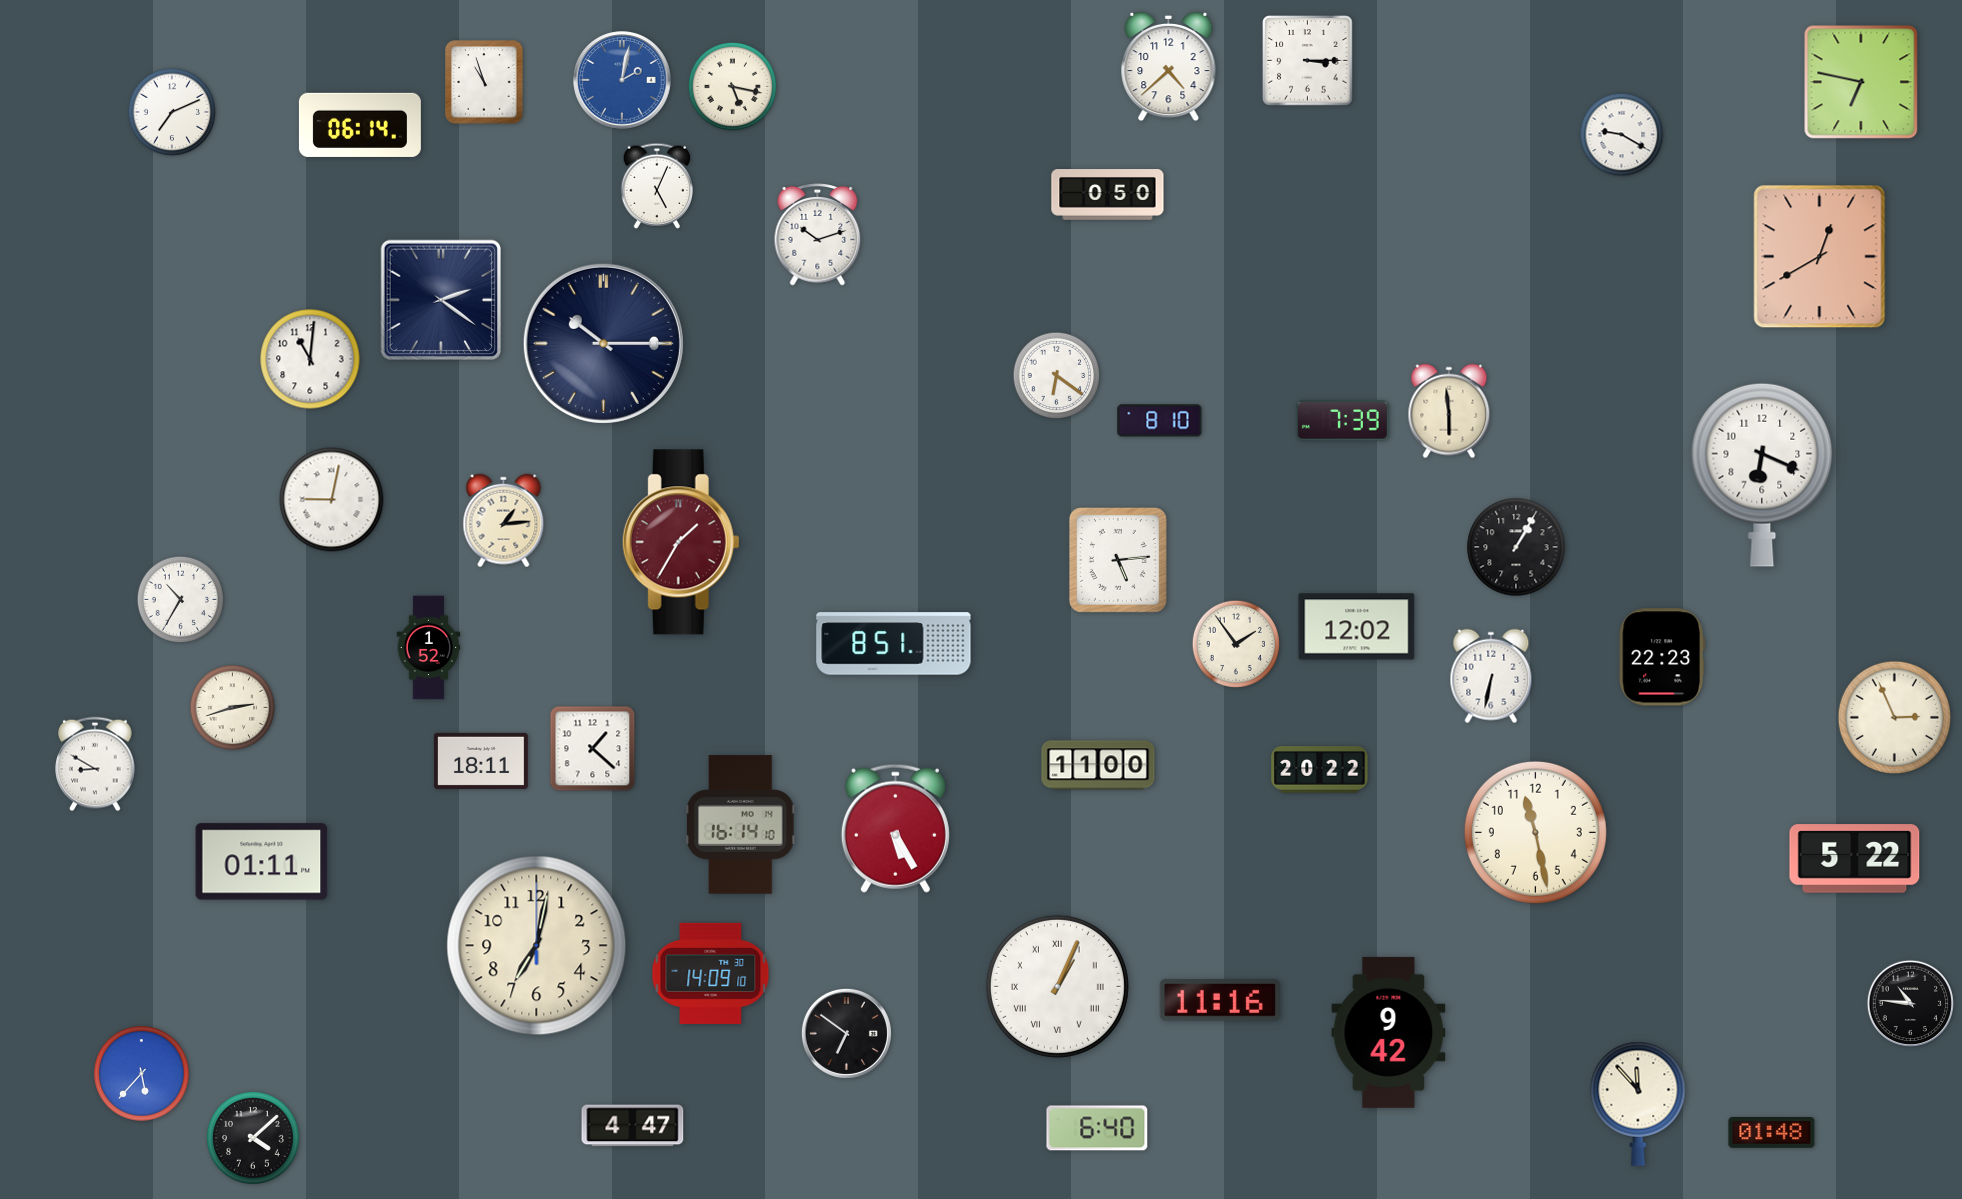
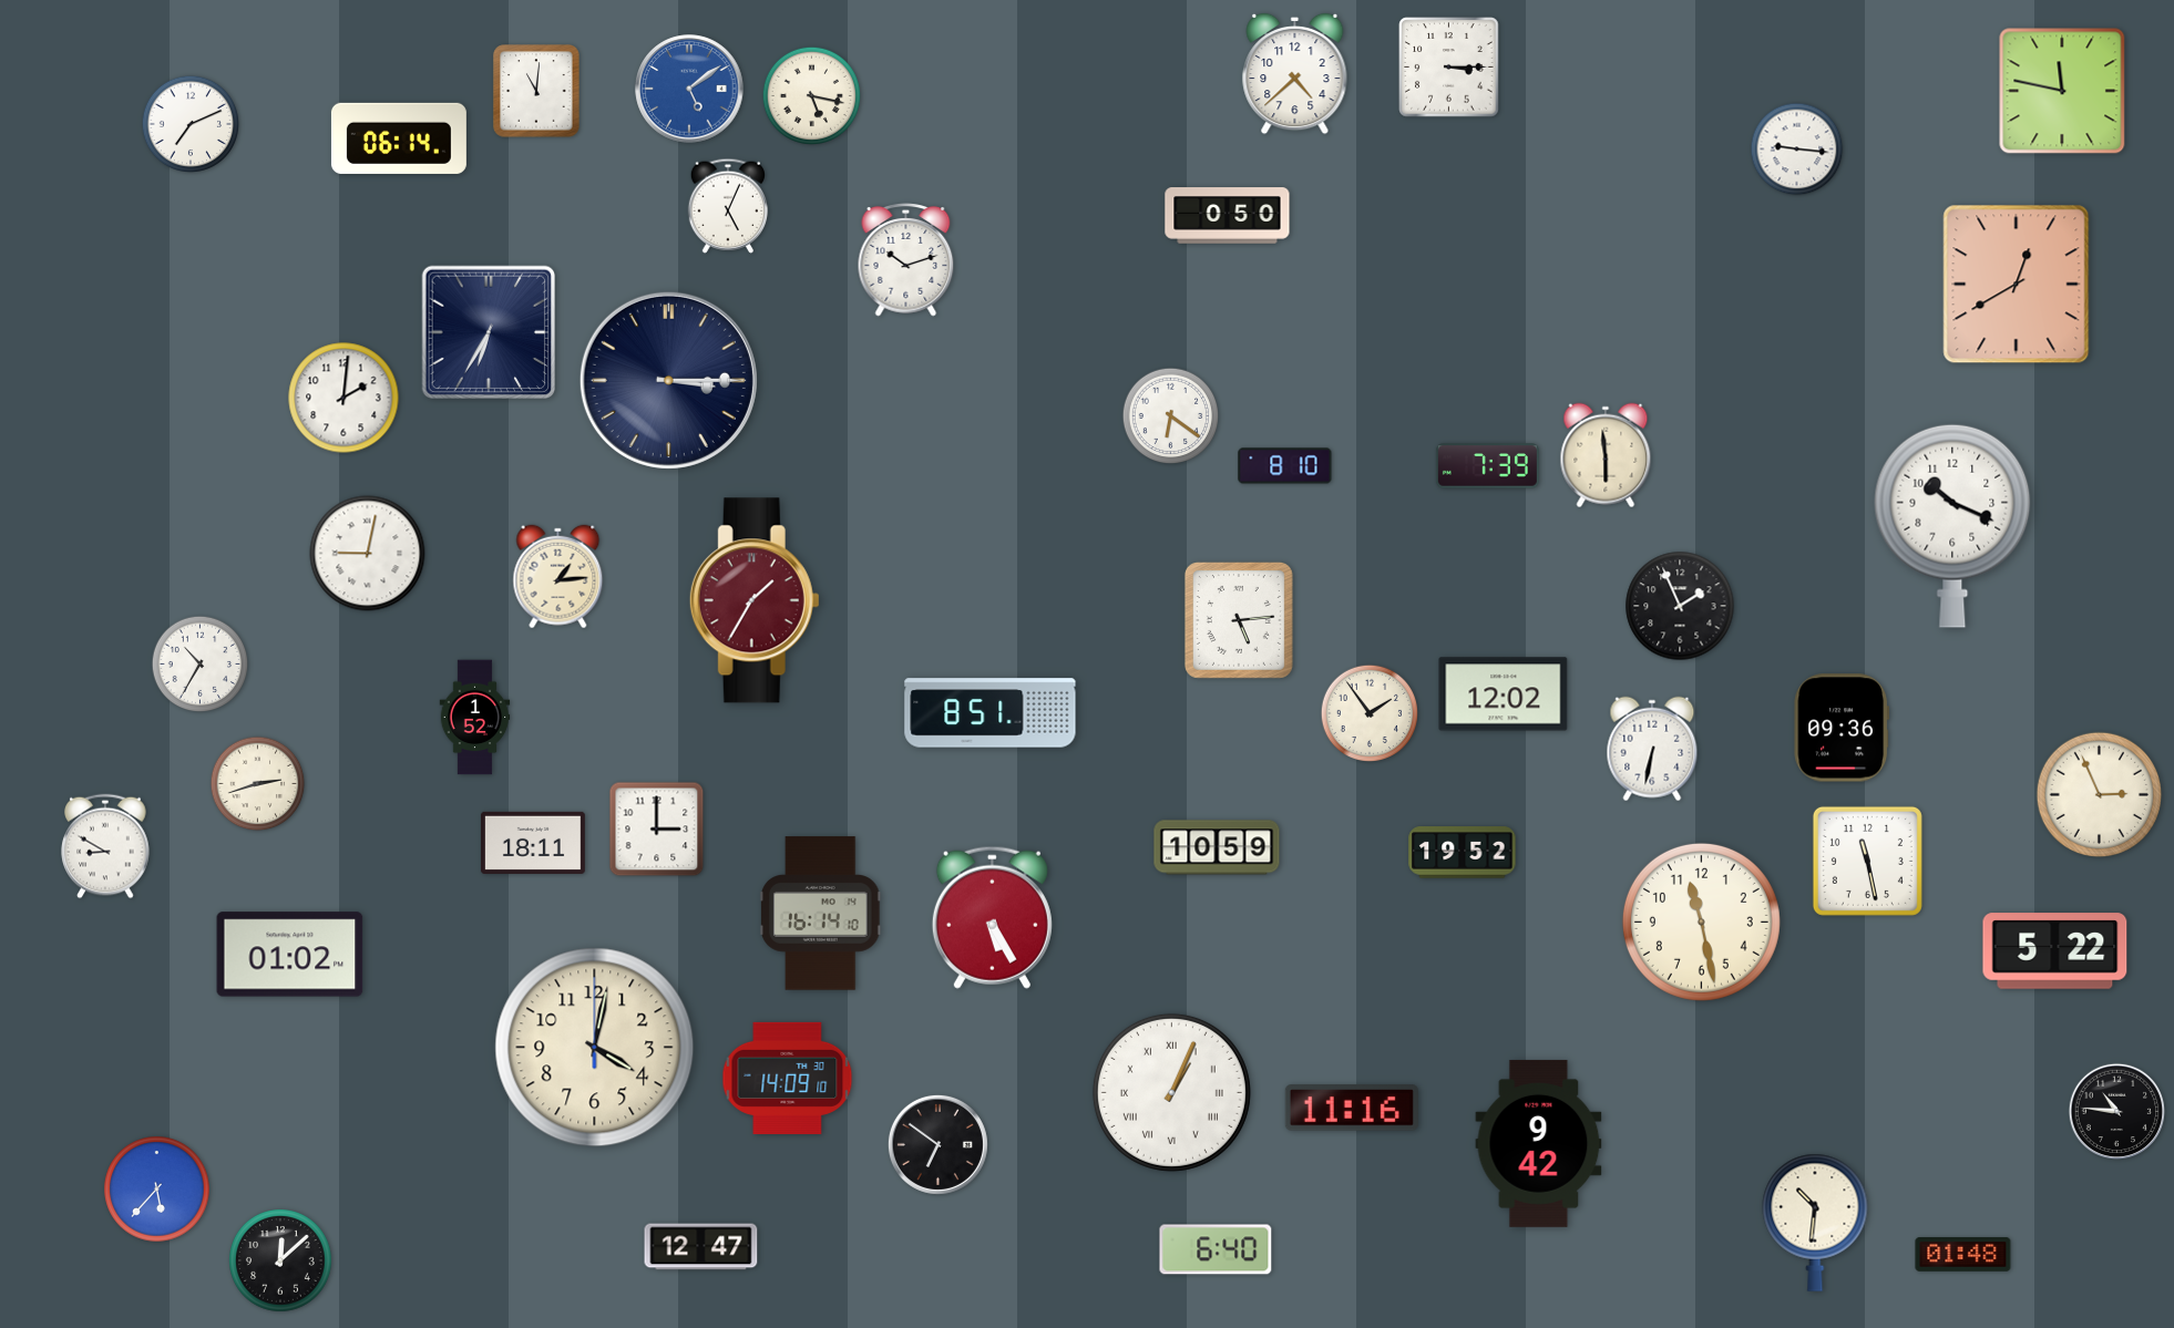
clock at (622, 80): 2:02 -> 5:09
clock at (484, 82): 10:57 -> 11:01
clock at (1861, 82): 6:47 -> 11:47
clock at (1622, 135): 9:20 -> 9:16
clock at (440, 299): 2:21 -> 6:35
clock at (603, 343): 10:15 -> 3:15
clock at (310, 359): 11:01 -> 2:01
clock at (1762, 475): 6:19 -> 10:19
clock at (1516, 547): 1:05 -> 1:56
clock at (1662, 657): 22:23 -> 09:36
clock at (593, 749): 1:22 -> 3:00
clock at (1098, 765): 11:00 -> 10:59
clock at (1320, 770): 20:22 -> 19:52
clock at (1867, 861): none -> 11:28
clock at (262, 862): 01:11 -> 01:02
clock at (537, 946): 7:02 -> 4:02
clock at (1638, 1104): 11:53 -> 10:31
clock at (633, 1126): 4:47 -> 12:47
clock at (254, 1139): 4:08 -> 12:08
